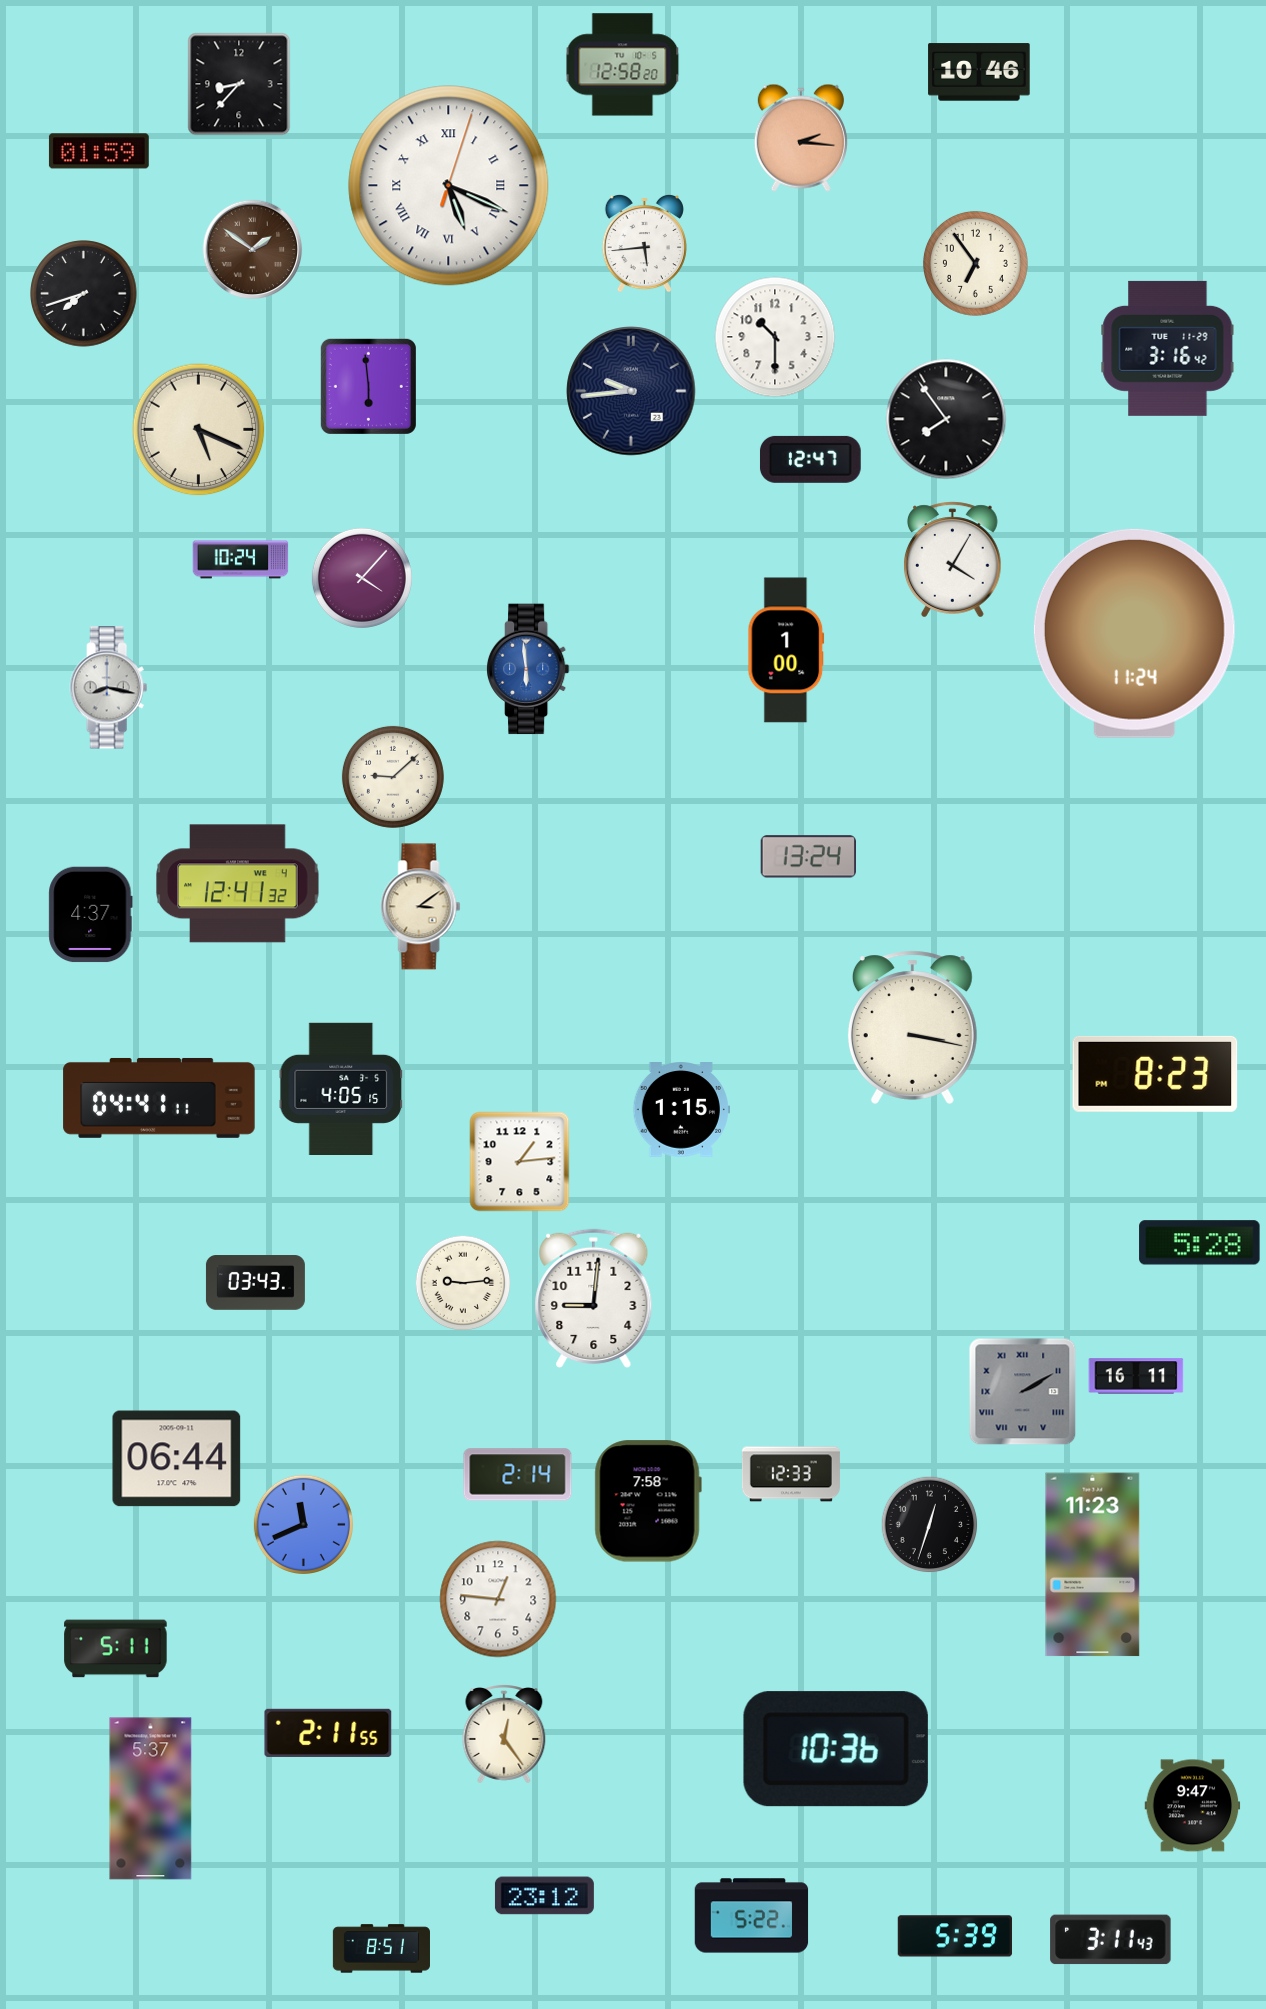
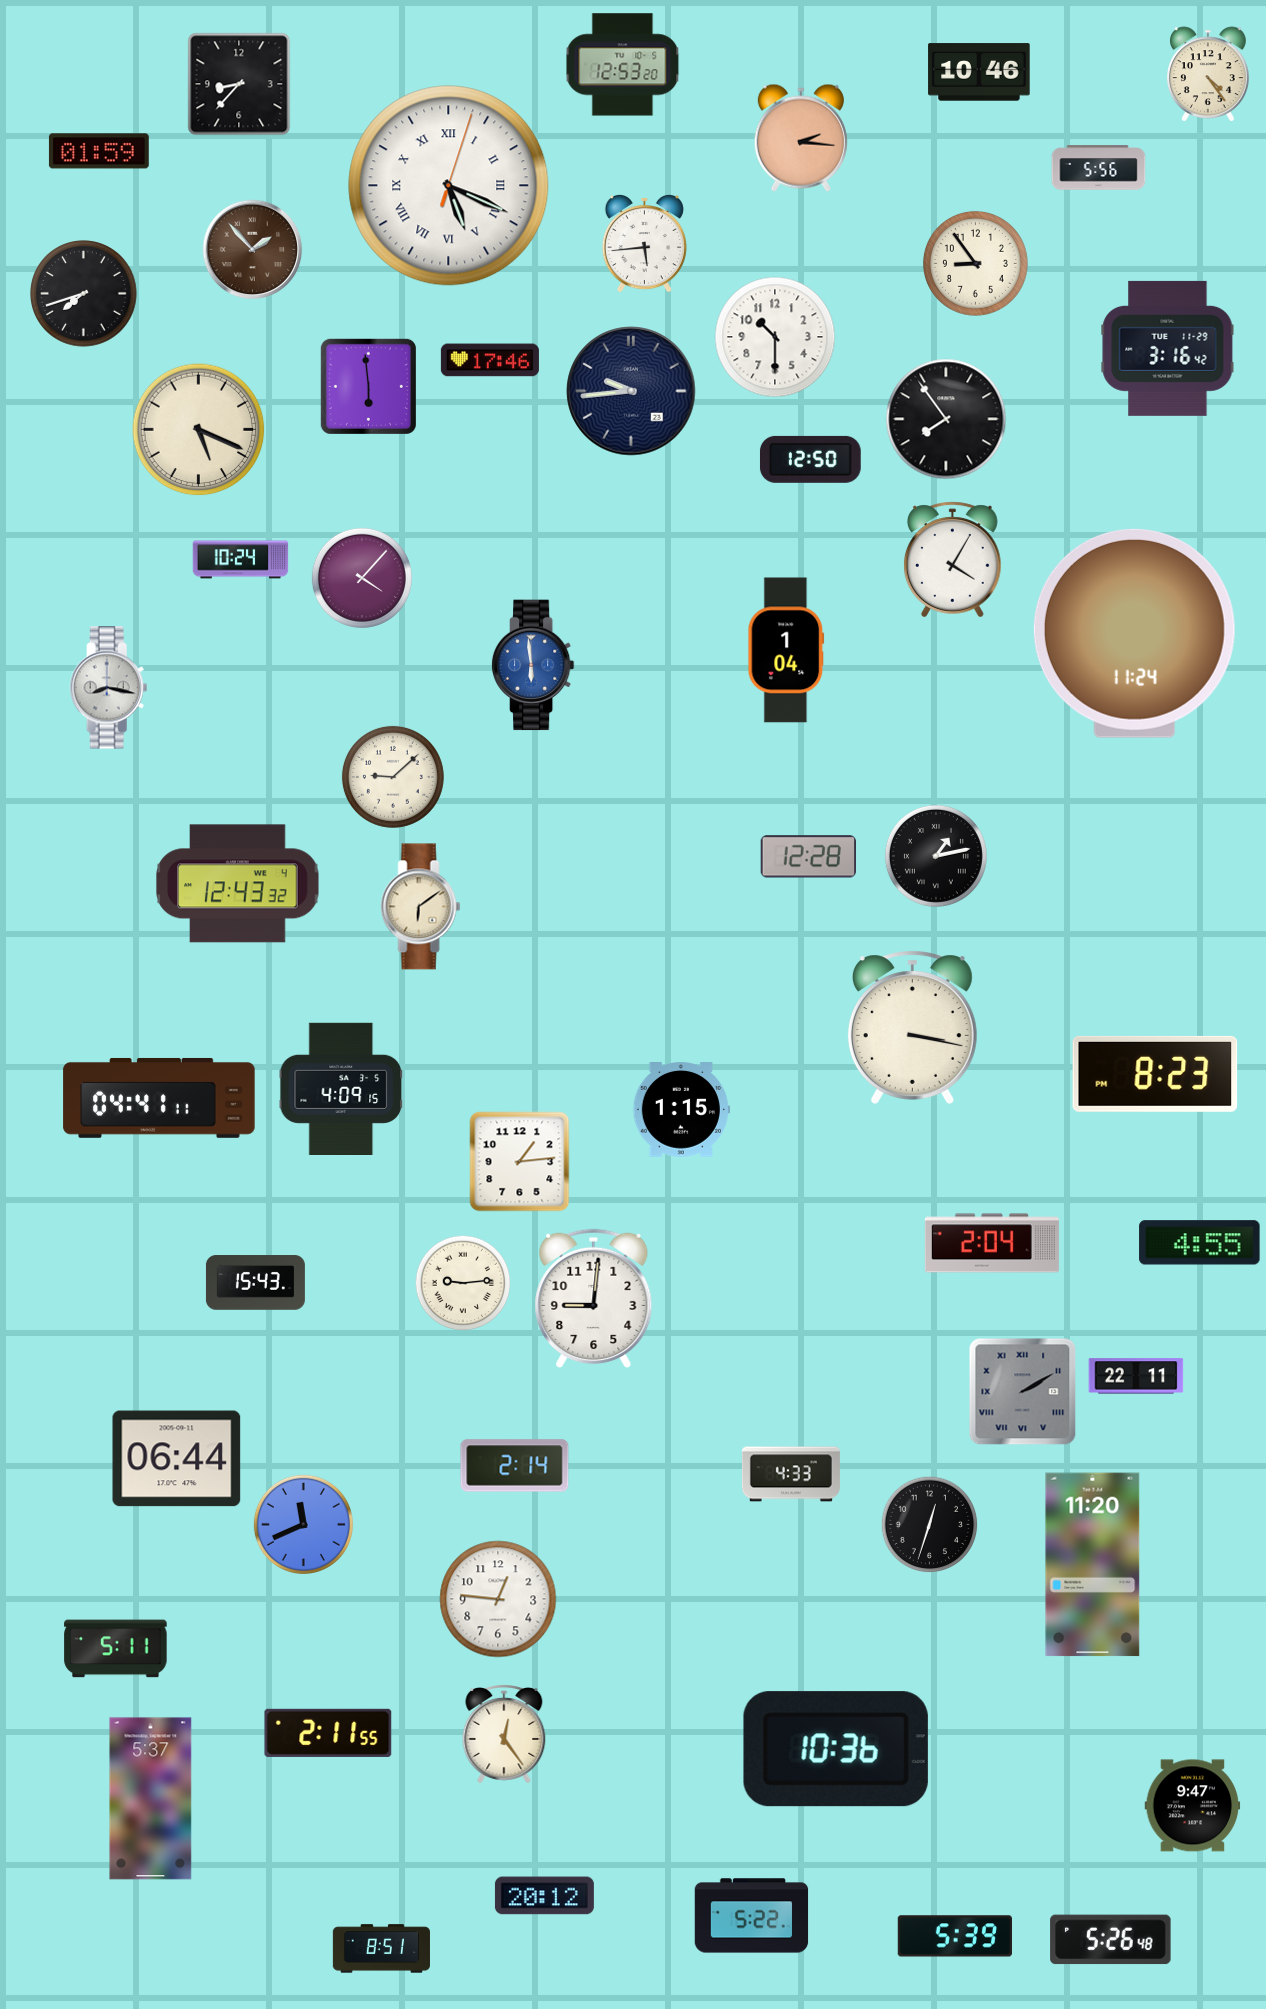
clock at (623, 65): 12:58 -> 12:53
clock at (1209, 74): none -> 4:24
clock at (1099, 168): none -> 5:56
clock at (253, 250): 1:51 -> 1:53
clock at (975, 263): 6:54 -> 8:54
clock at (490, 360): none -> 17:46
clock at (810, 459): 12:47 -> 12:50
clock at (786, 650): 1:00 -> 1:04
clock at (528, 669) position: (528, 669) -> (533, 665)
clock at (936, 856): none -> 1:13
clock at (808, 857): 13:24 -> 12:28
clock at (238, 884): 12:41 -> 12:43
clock at (421, 907): 3:09 -> 6:09
clock at (91, 915): 4:37 -> none
clock at (341, 1088): 4:05 -> 4:09
clock at (992, 1243): none -> 2:04
clock at (1200, 1243): 5:28 -> 4:55
clock at (255, 1283): 03:43 -> 15:43
clock at (1136, 1376): 16:11 -> 22:11
clock at (791, 1474): 12:33 -> 4:33
clock at (518, 1475) position: (518, 1475) -> (515, 1466)
clock at (648, 1501): 7:58 -> none
clock at (1093, 1565): 11:23 -> 11:20
clock at (544, 1896): 23:12 -> 20:12
clock at (1111, 1940): 3:11 -> 5:26
